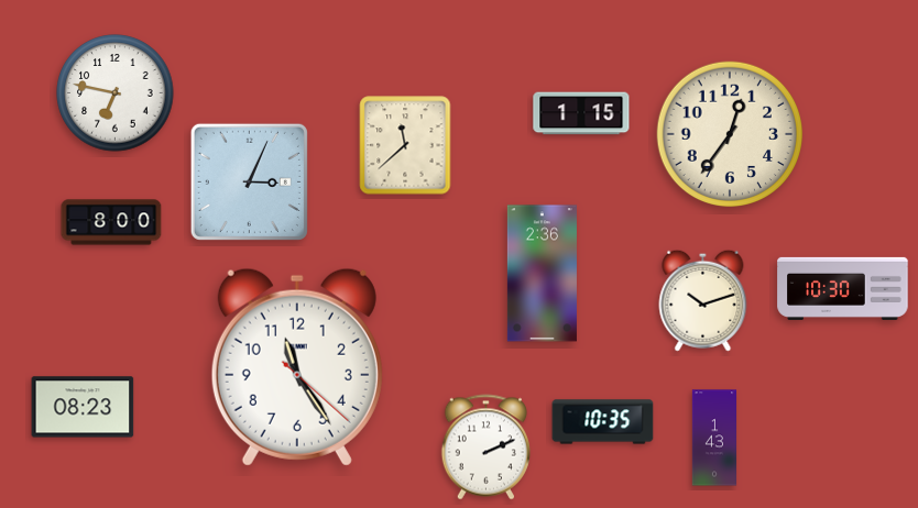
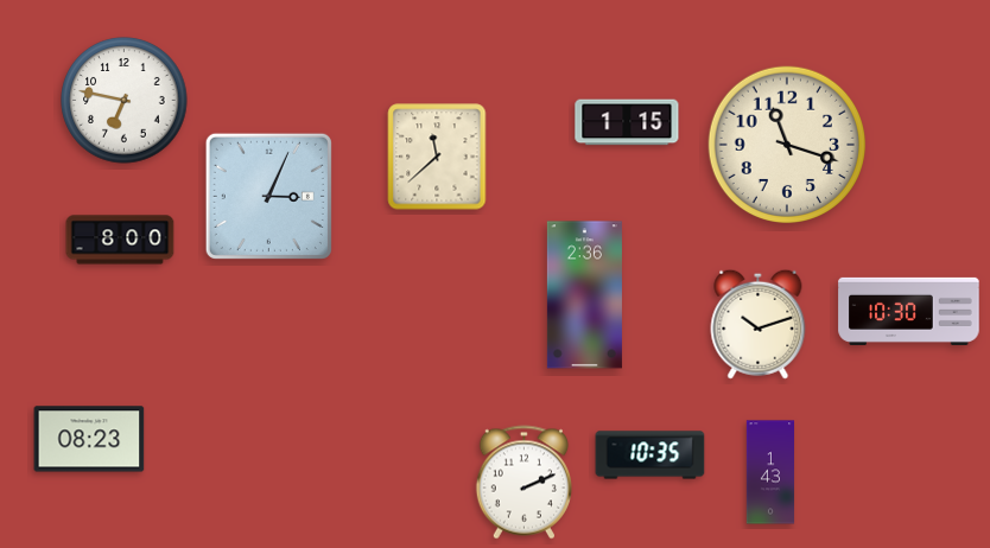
clock at (730, 134): 12:36 -> 11:18
clock at (297, 367): 11:24 -> none
